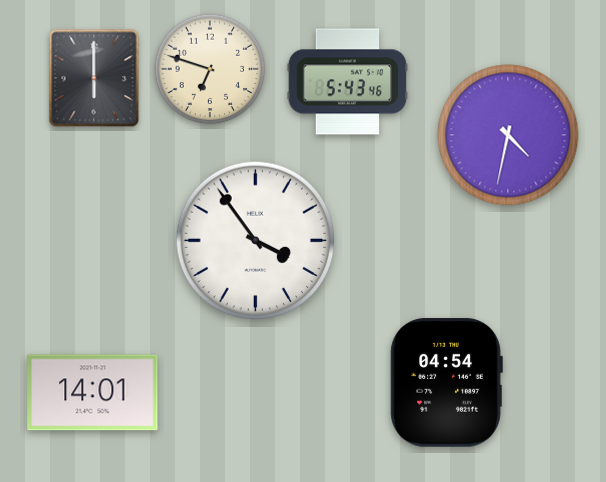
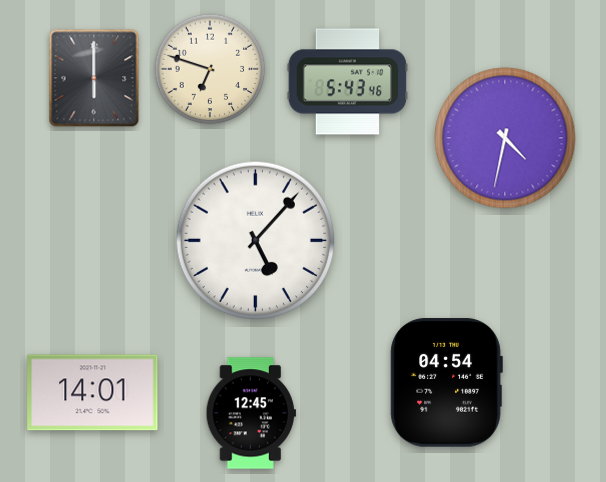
clock at (508, 135) position: (508, 135) -> (505, 138)
clock at (256, 241): 3:54 -> 5:07
clock at (251, 413): none -> 12:45
